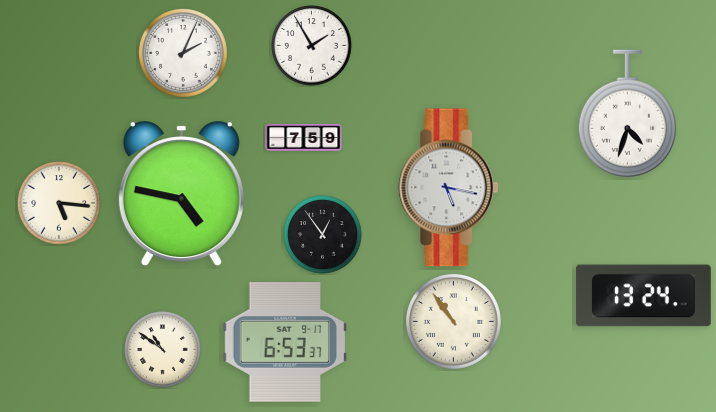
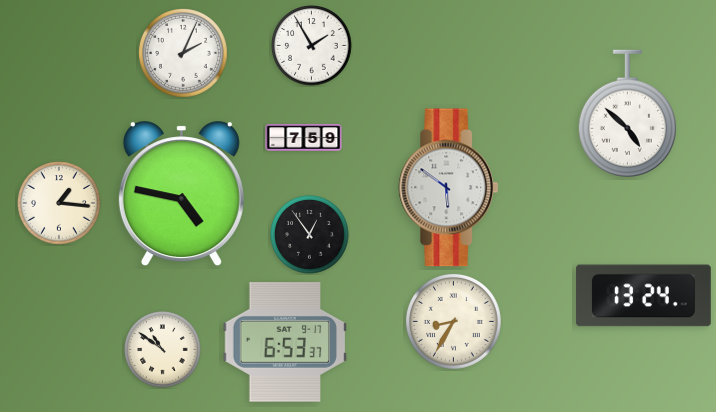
clock at (627, 114): 4:33 -> 4:52
clock at (449, 188): 5:17 -> 5:51
clock at (59, 203): 5:16 -> 1:16
clock at (323, 235) position: (323, 235) -> (310, 235)
clock at (453, 321): 10:54 -> 8:35
